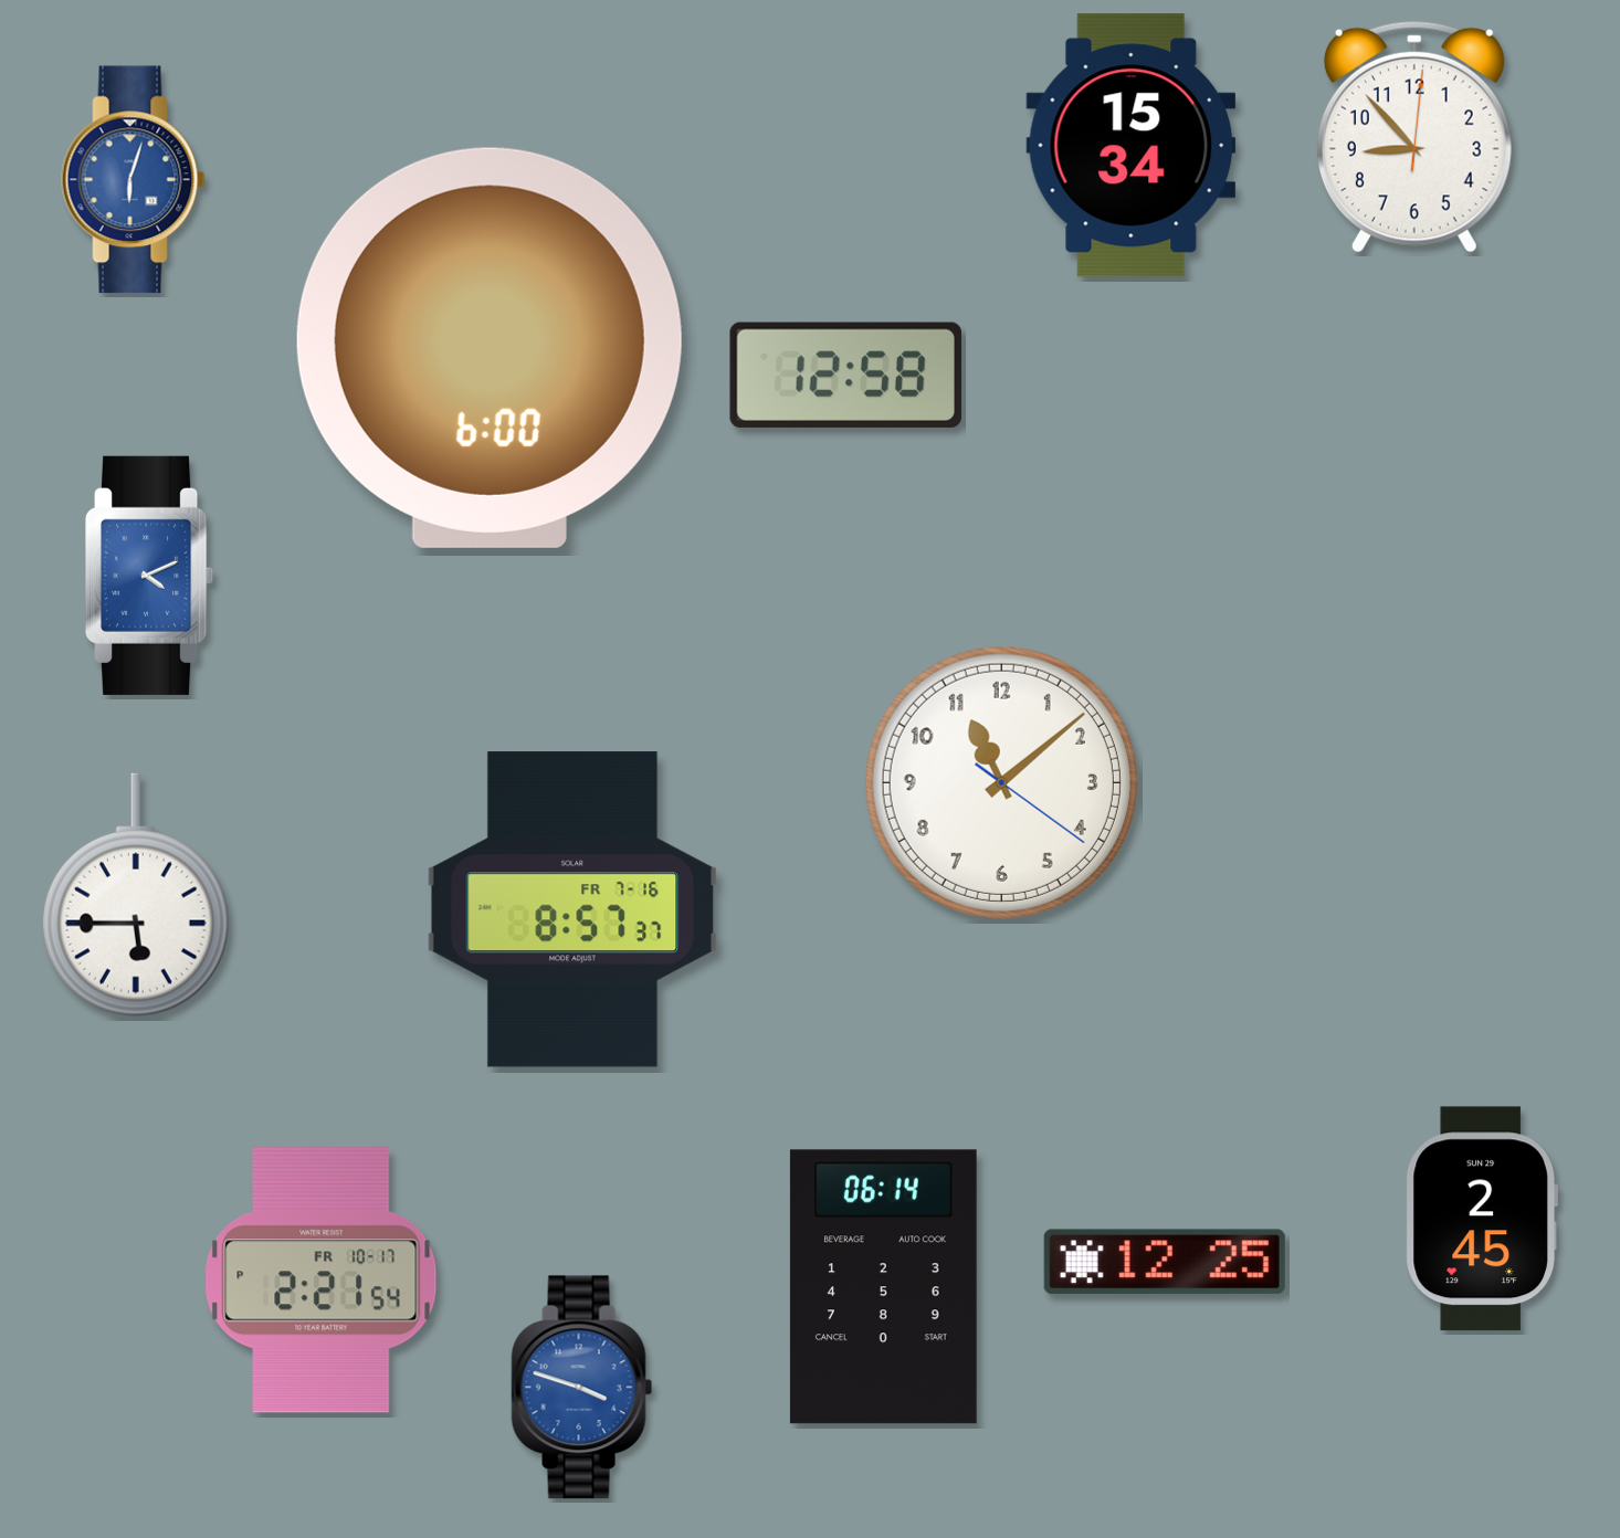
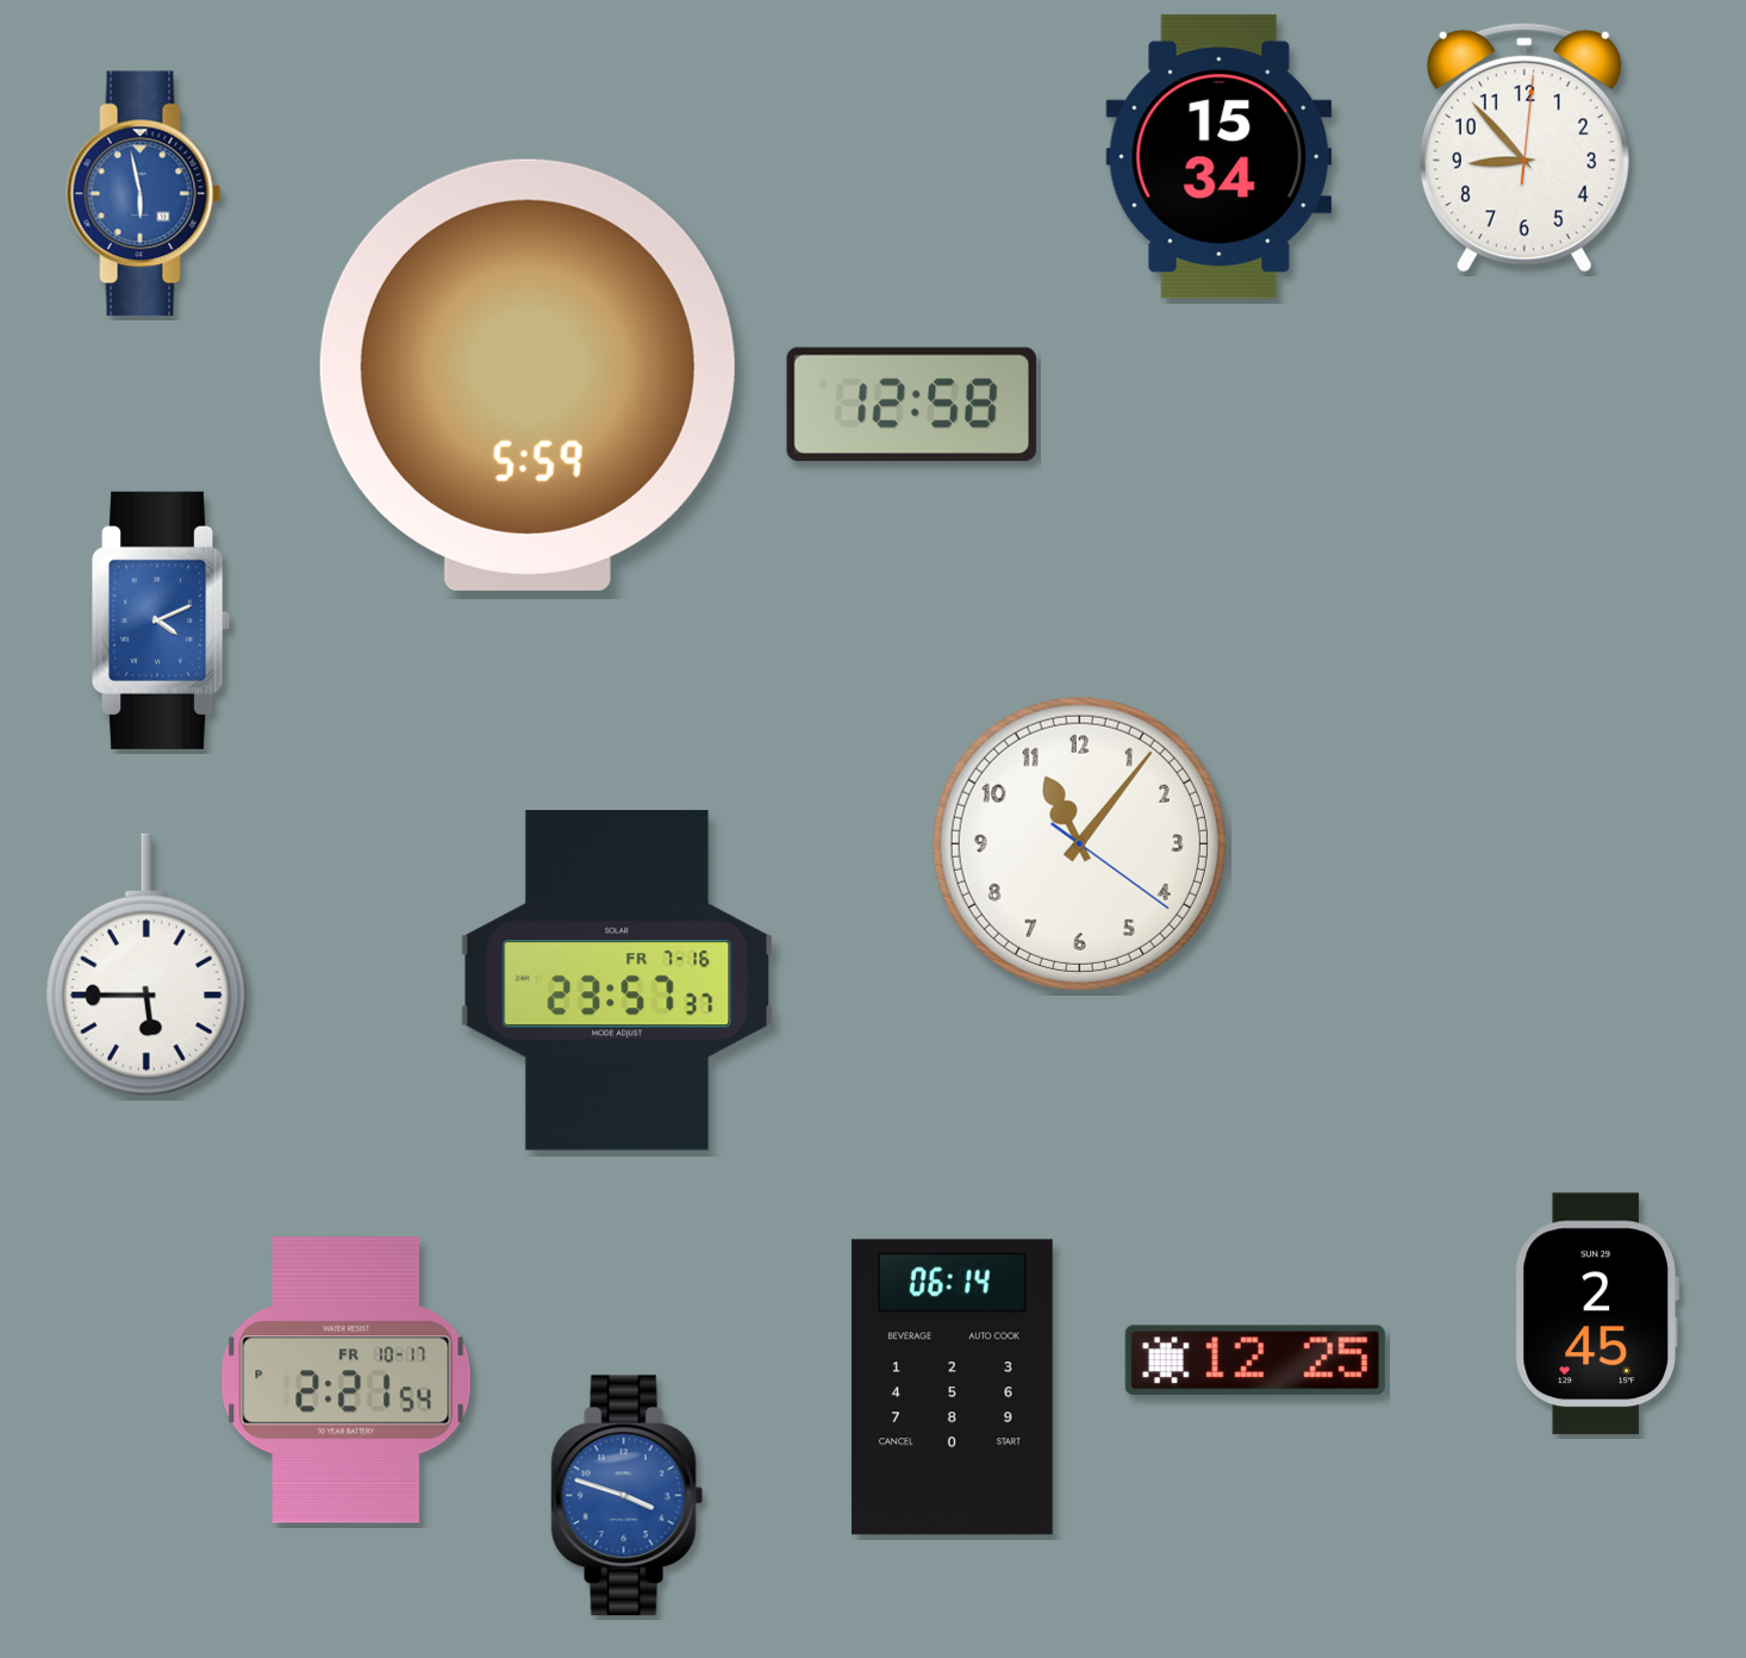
clock at (134, 180): 6:03 -> 5:58
clock at (490, 348): 6:00 -> 5:59
clock at (1001, 782): 11:08 -> 11:06
clock at (572, 909): 8:57 -> 23:57
